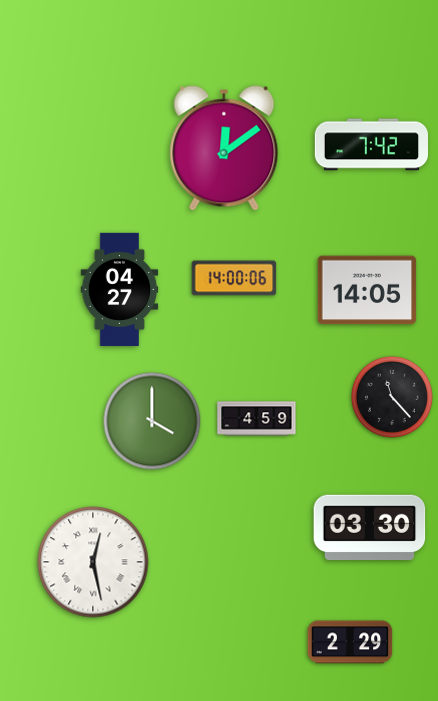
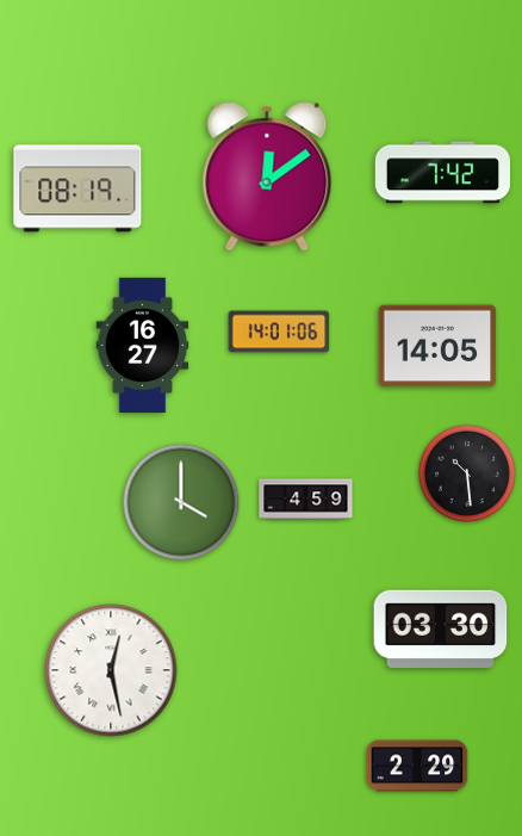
clock at (77, 188): none -> 08:19
clock at (234, 278): 14:00 -> 14:01
clock at (120, 289): 04:27 -> 16:27
clock at (392, 397): 11:23 -> 10:29
